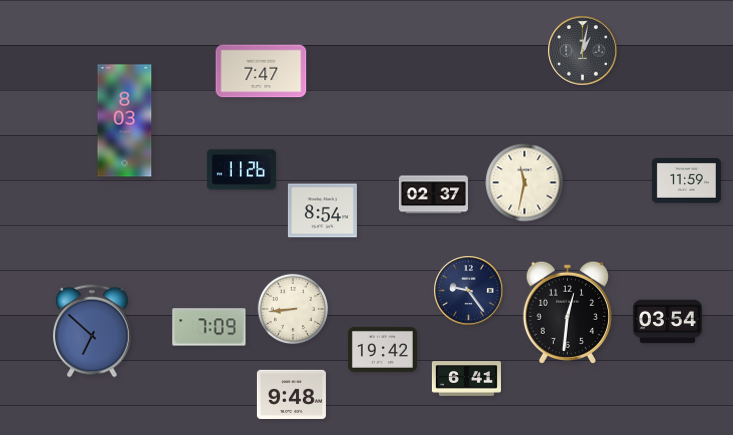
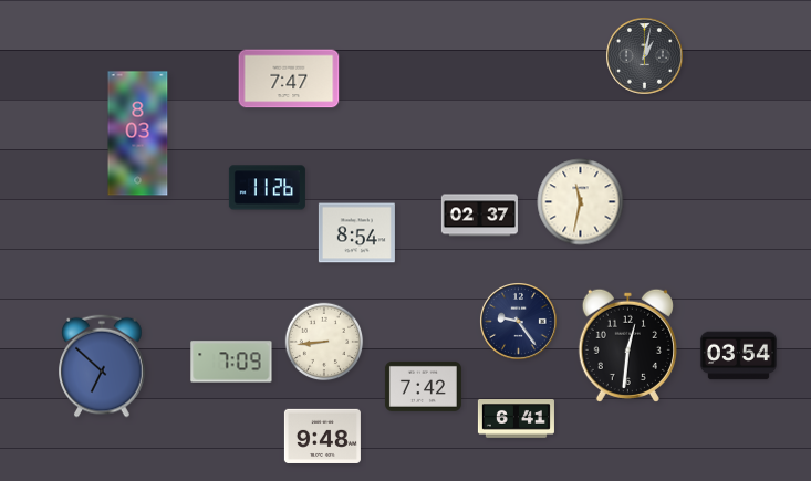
clock at (686, 181): 11:59 -> none
clock at (382, 349): 19:42 -> 7:42
